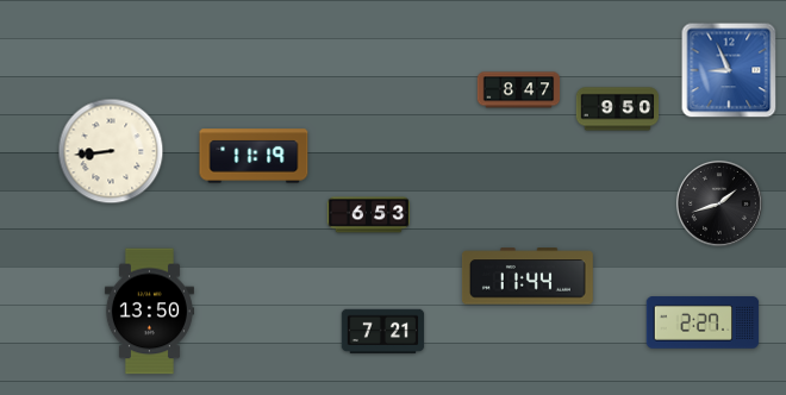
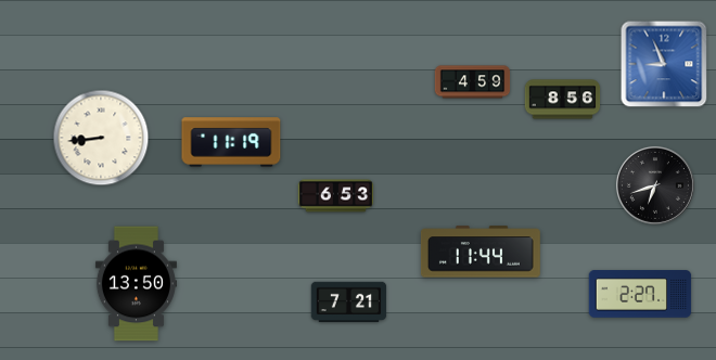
clock at (519, 90): 8:47 -> 4:59
clock at (618, 109): 9:50 -> 8:56
clock at (719, 203): 1:42 -> 6:42
